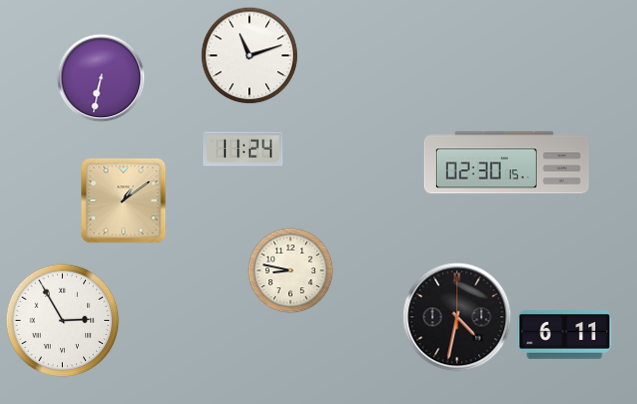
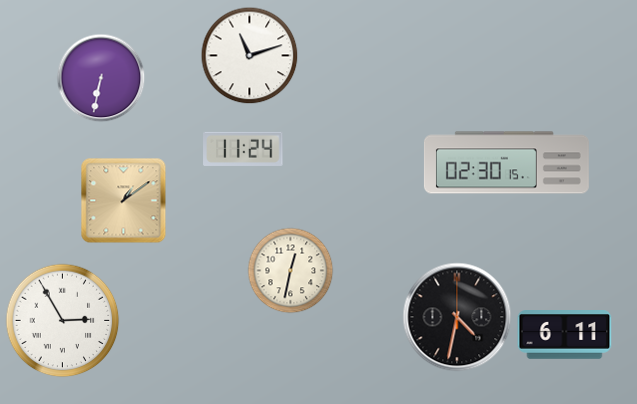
clock at (291, 271): 8:47 -> 12:32
